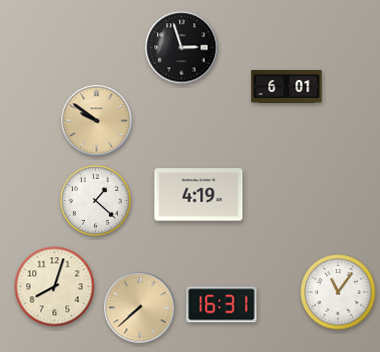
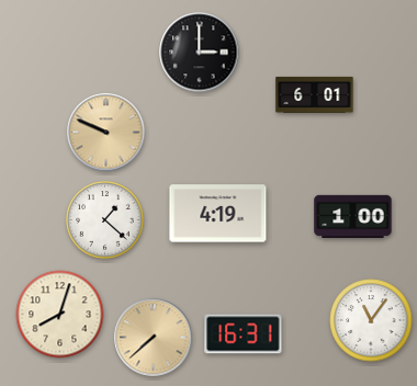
clock at (182, 48): 2:57 -> 3:00
clock at (97, 121): 9:51 -> 9:49
clock at (353, 217): none -> 1:00
